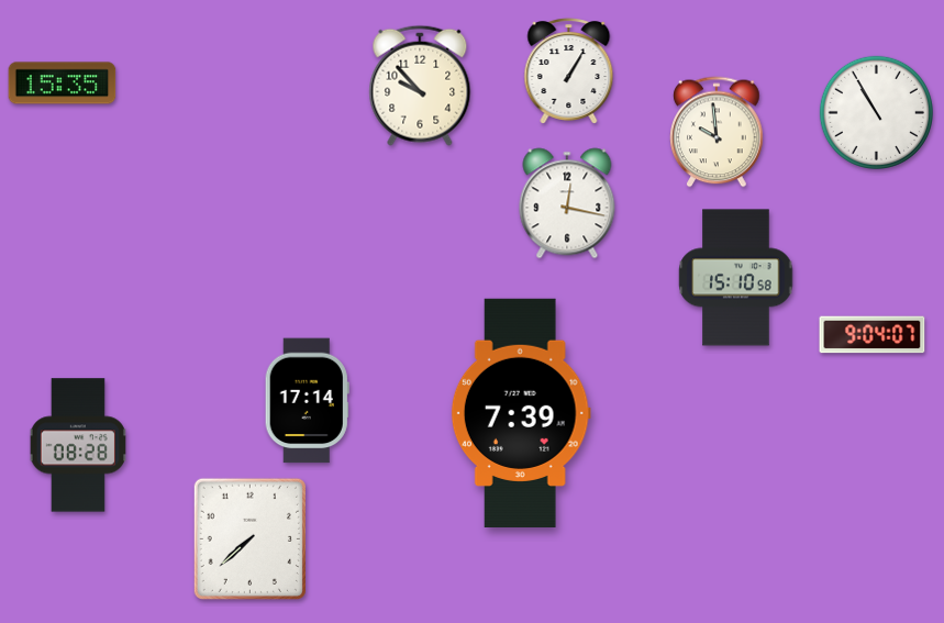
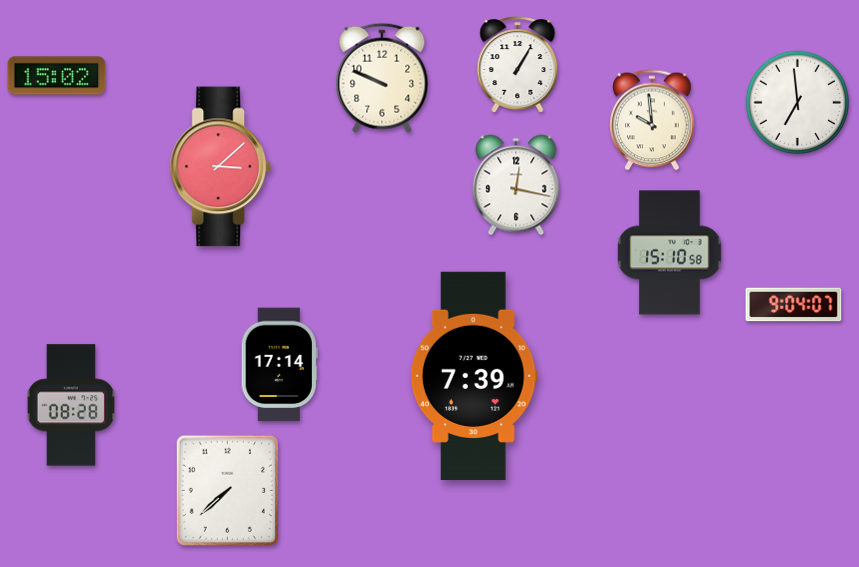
clock at (63, 84): 15:35 -> 15:02
clock at (420, 86): 9:53 -> 9:49
clock at (876, 112): 10:55 -> 6:59
clock at (220, 167): none -> 3:08
